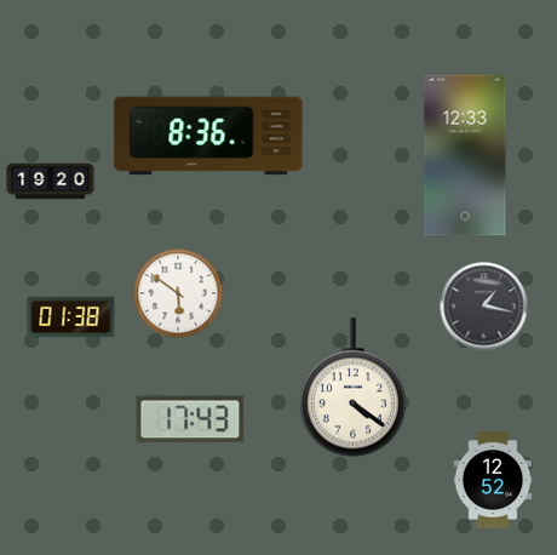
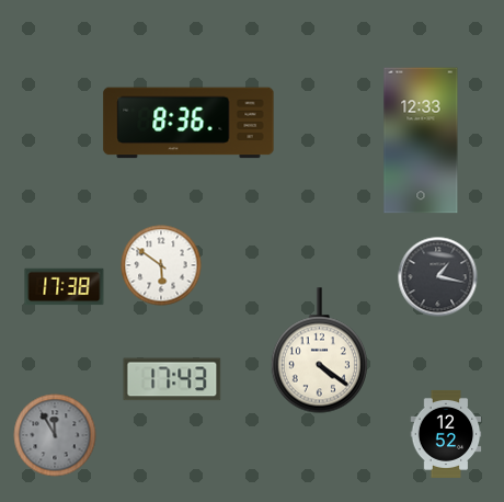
clock at (51, 182): 19:20 -> none
clock at (71, 317): 01:38 -> 17:38
clock at (55, 435): none -> 11:55
